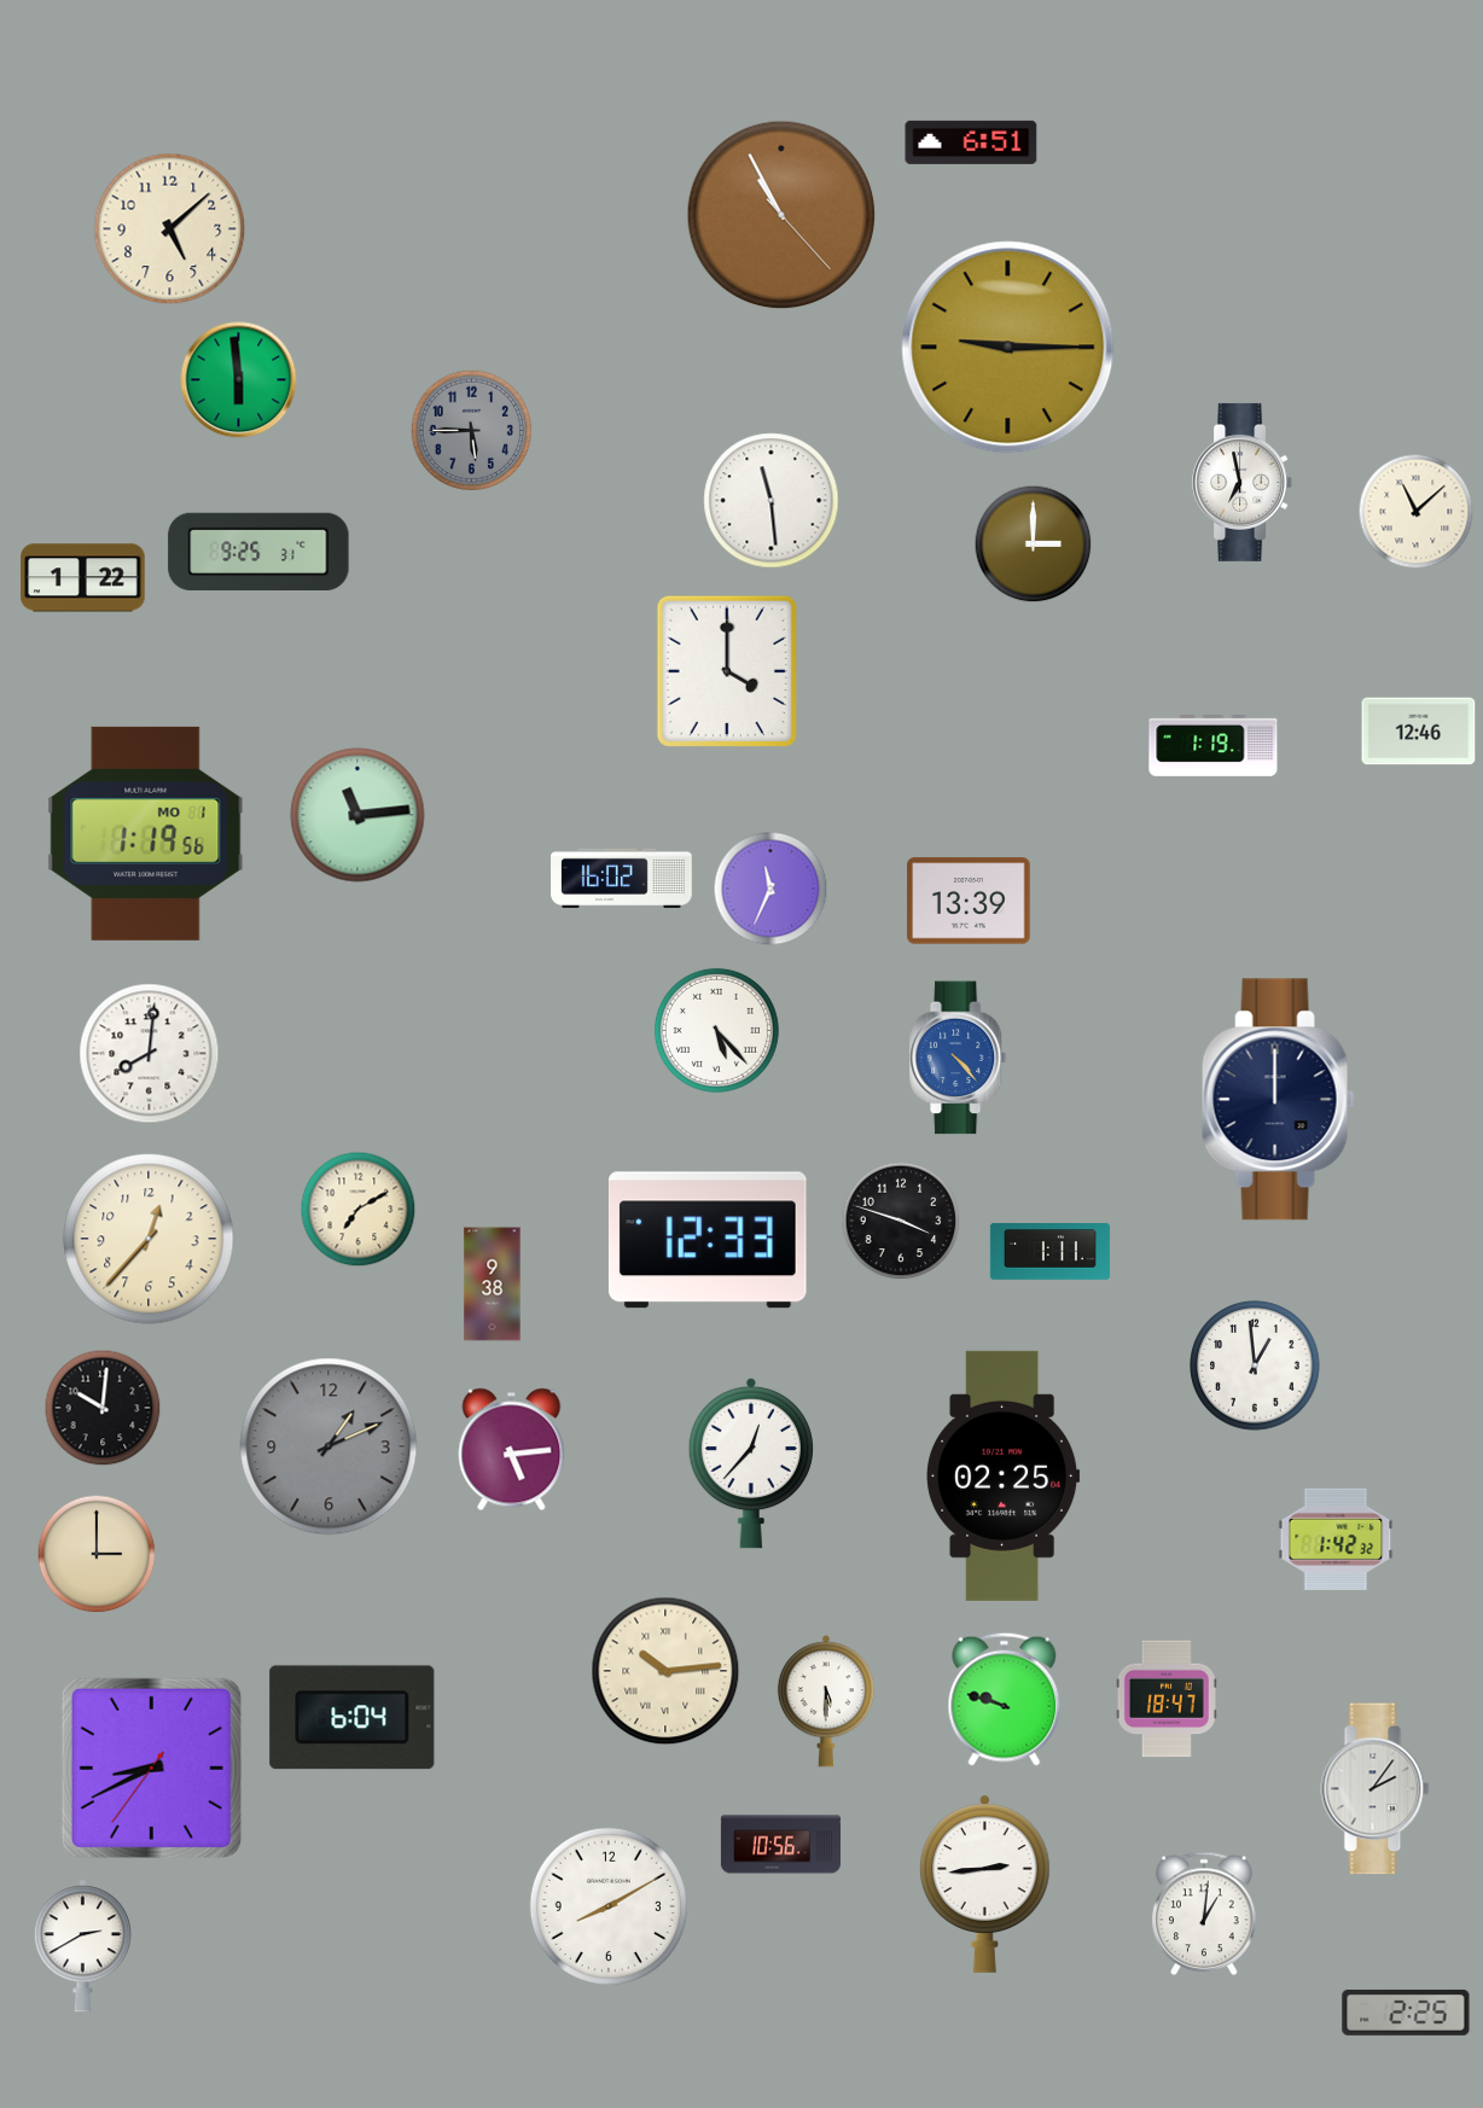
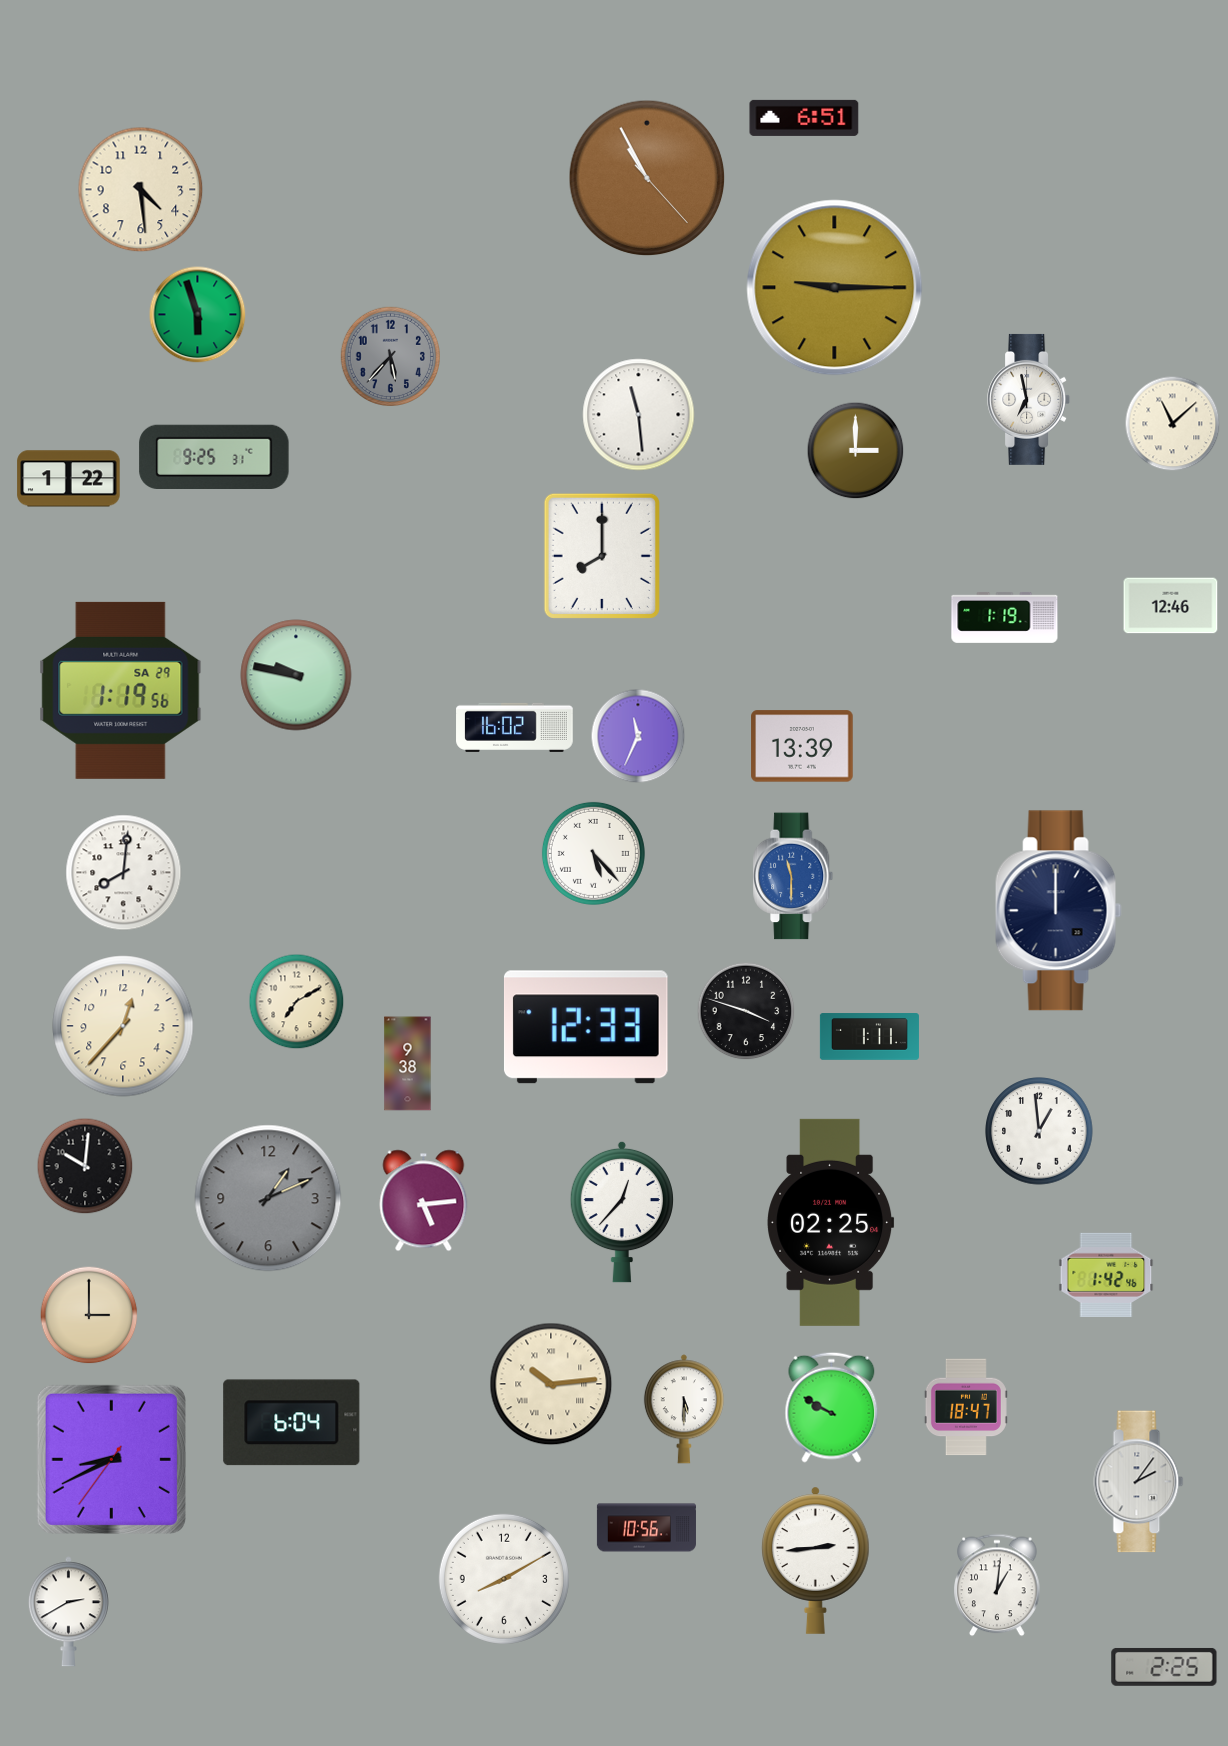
clock at (170, 229): 5:08 -> 4:29
clock at (239, 380): 5:59 -> 5:57
clock at (471, 430): 5:45 -> 5:37
clock at (727, 671): 4:00 -> 8:00
clock at (1419, 732) position: (1419, 732) -> (1171, 606)
clock at (357, 815): 11:14 -> 9:47
clock at (146, 833) date: MO 1 -> SA 29
clock at (959, 1058): 4:23 -> 11:30
clock at (328, 1446) position: (328, 1446) -> (268, 1198)
clock at (1336, 1539): 1:42:32 -> 1:42:46
clock at (97, 1554) position: (97, 1554) -> (89, 1315)
clock at (1005, 1699): 9:48 -> 9:50
clock at (151, 1768) position: (151, 1768) -> (111, 1459)
